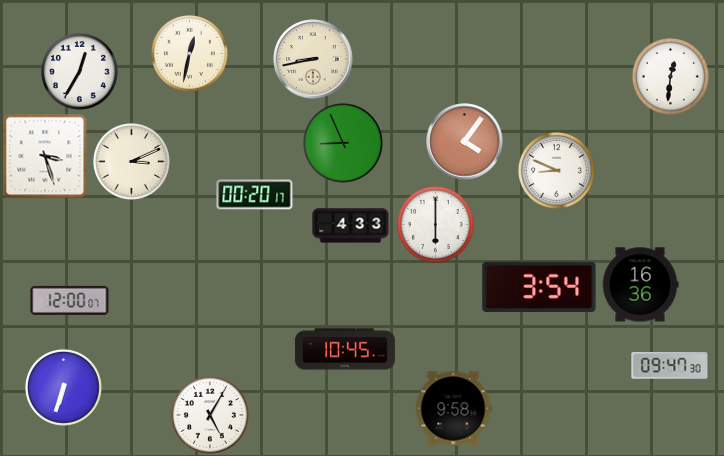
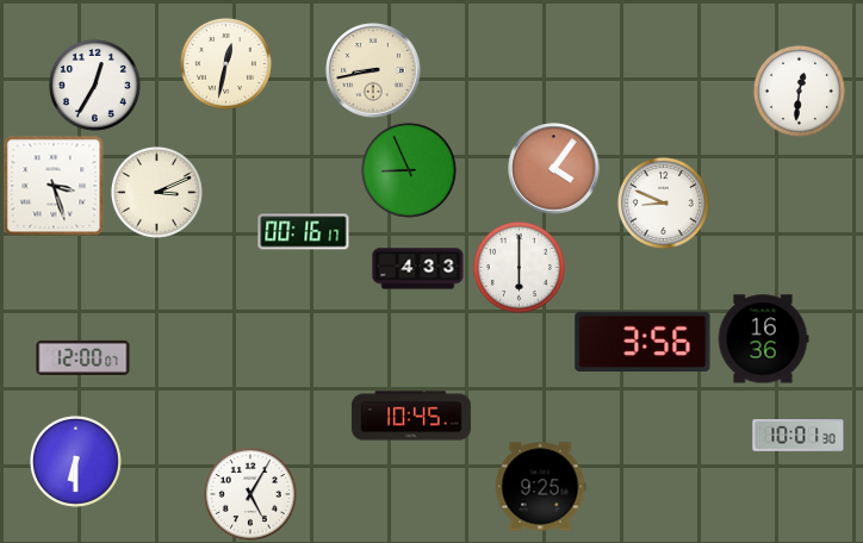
clock at (255, 195): 00:20 -> 00:16
clock at (539, 287): 3:54 -> 3:56
clock at (670, 366): 09:47 -> 10:01
clock at (63, 387): 6:33 -> 6:30
clock at (453, 409): 9:58 -> 9:25
